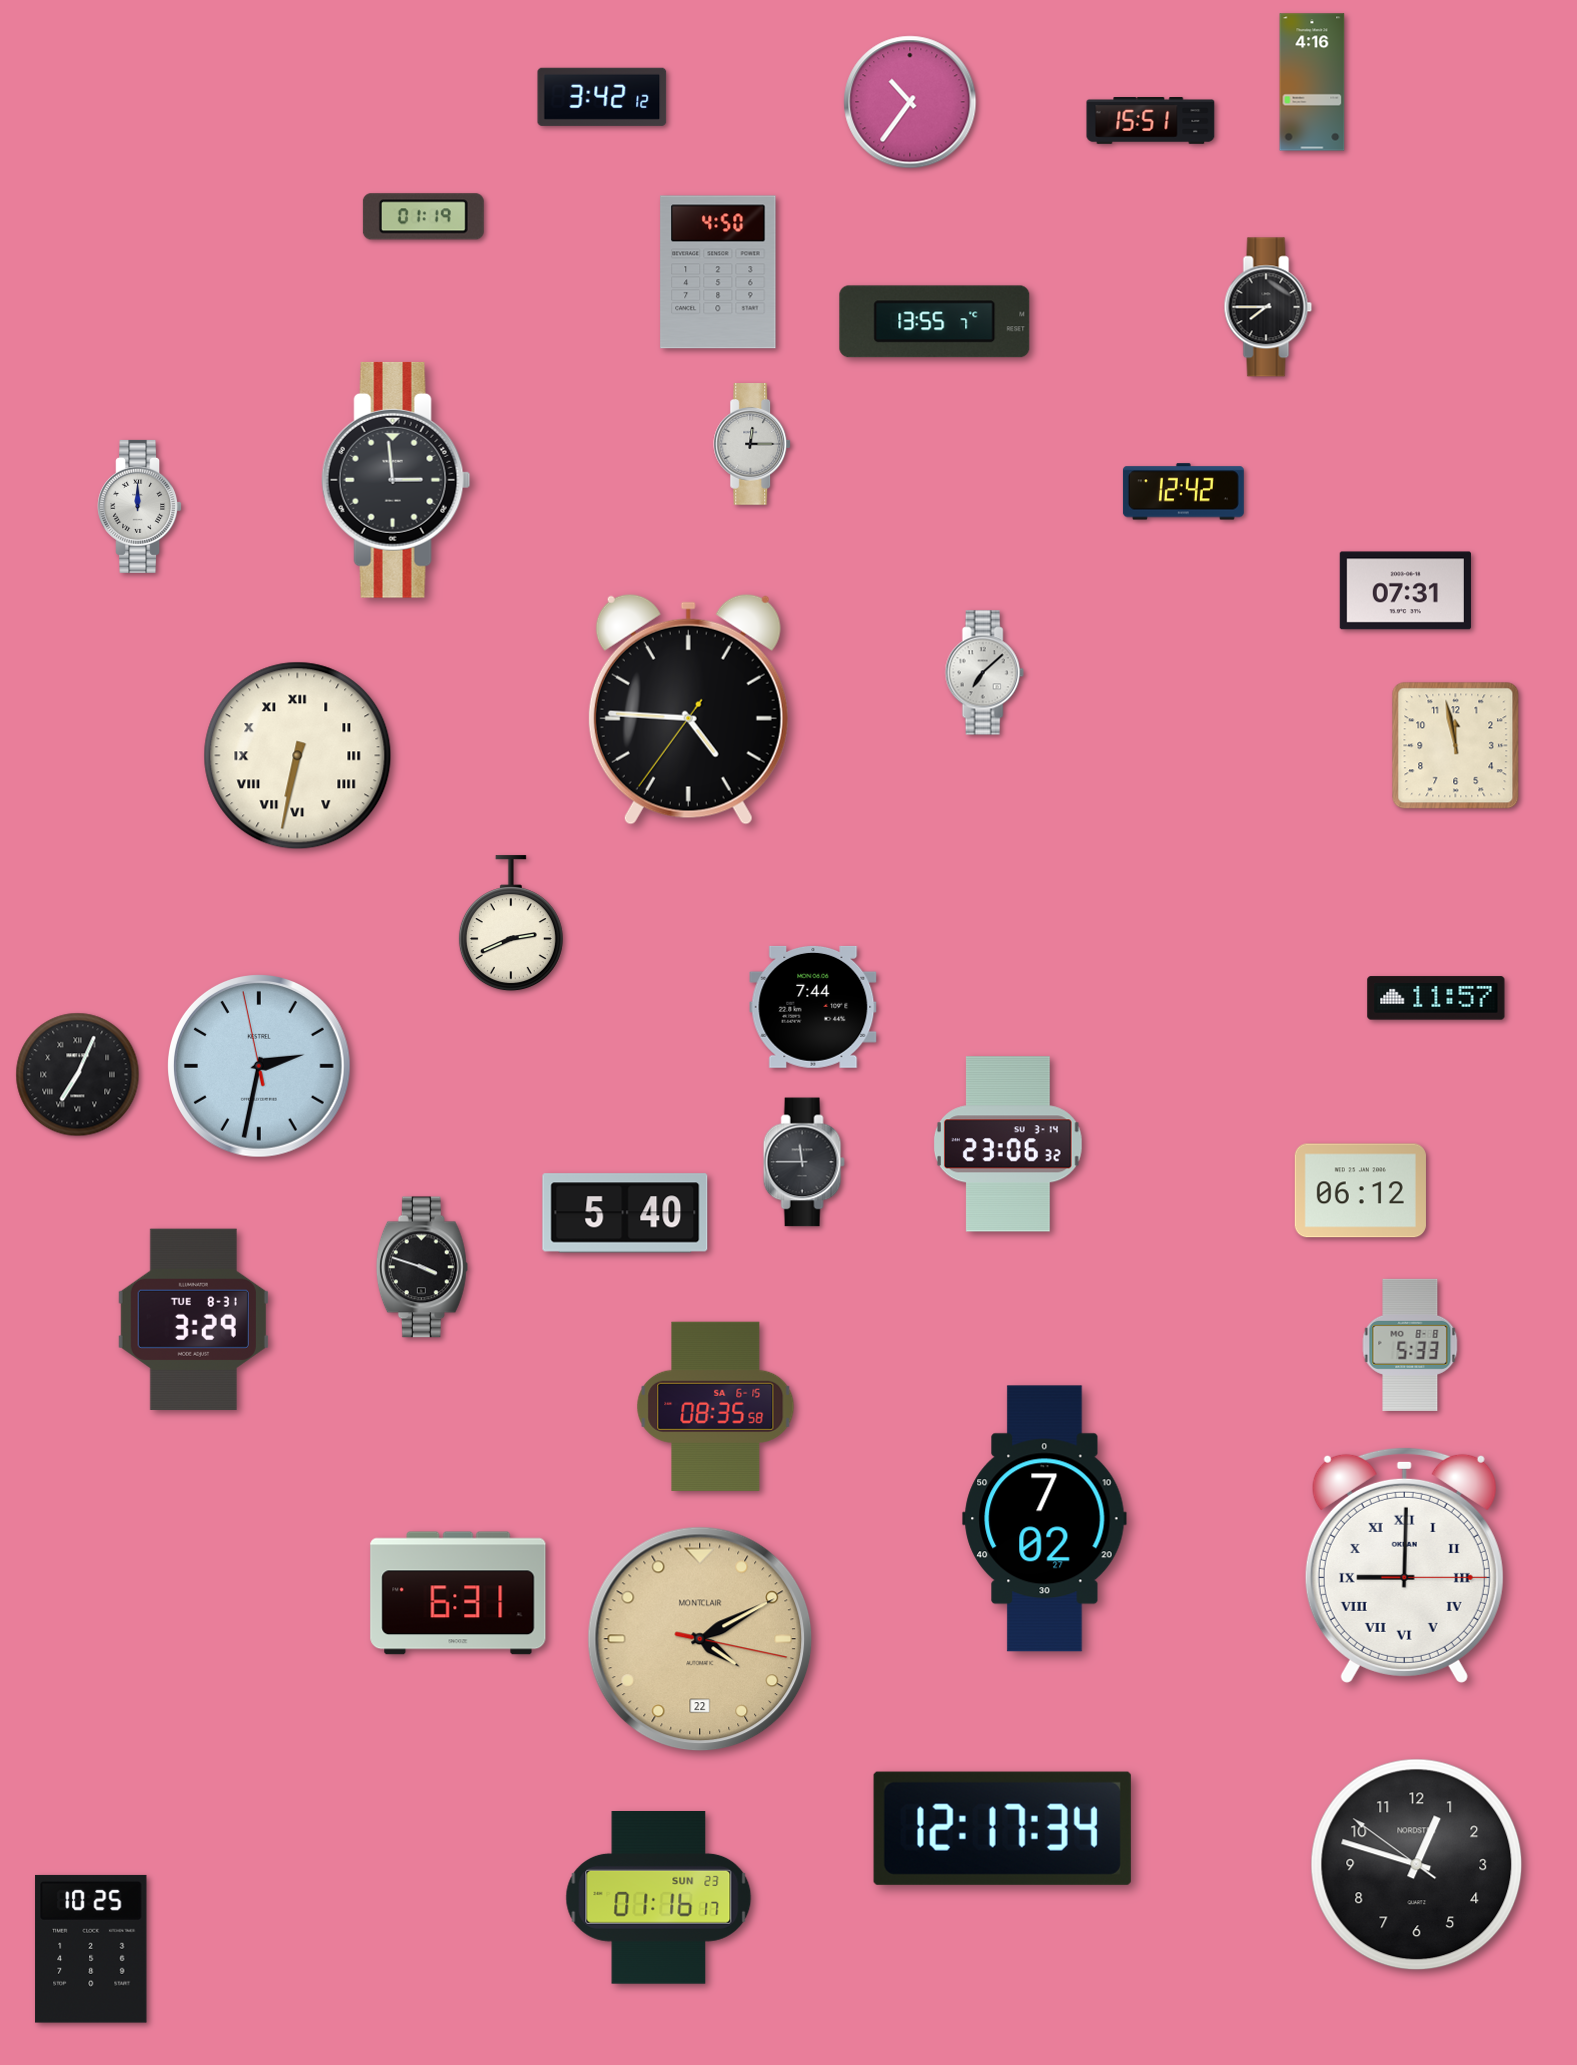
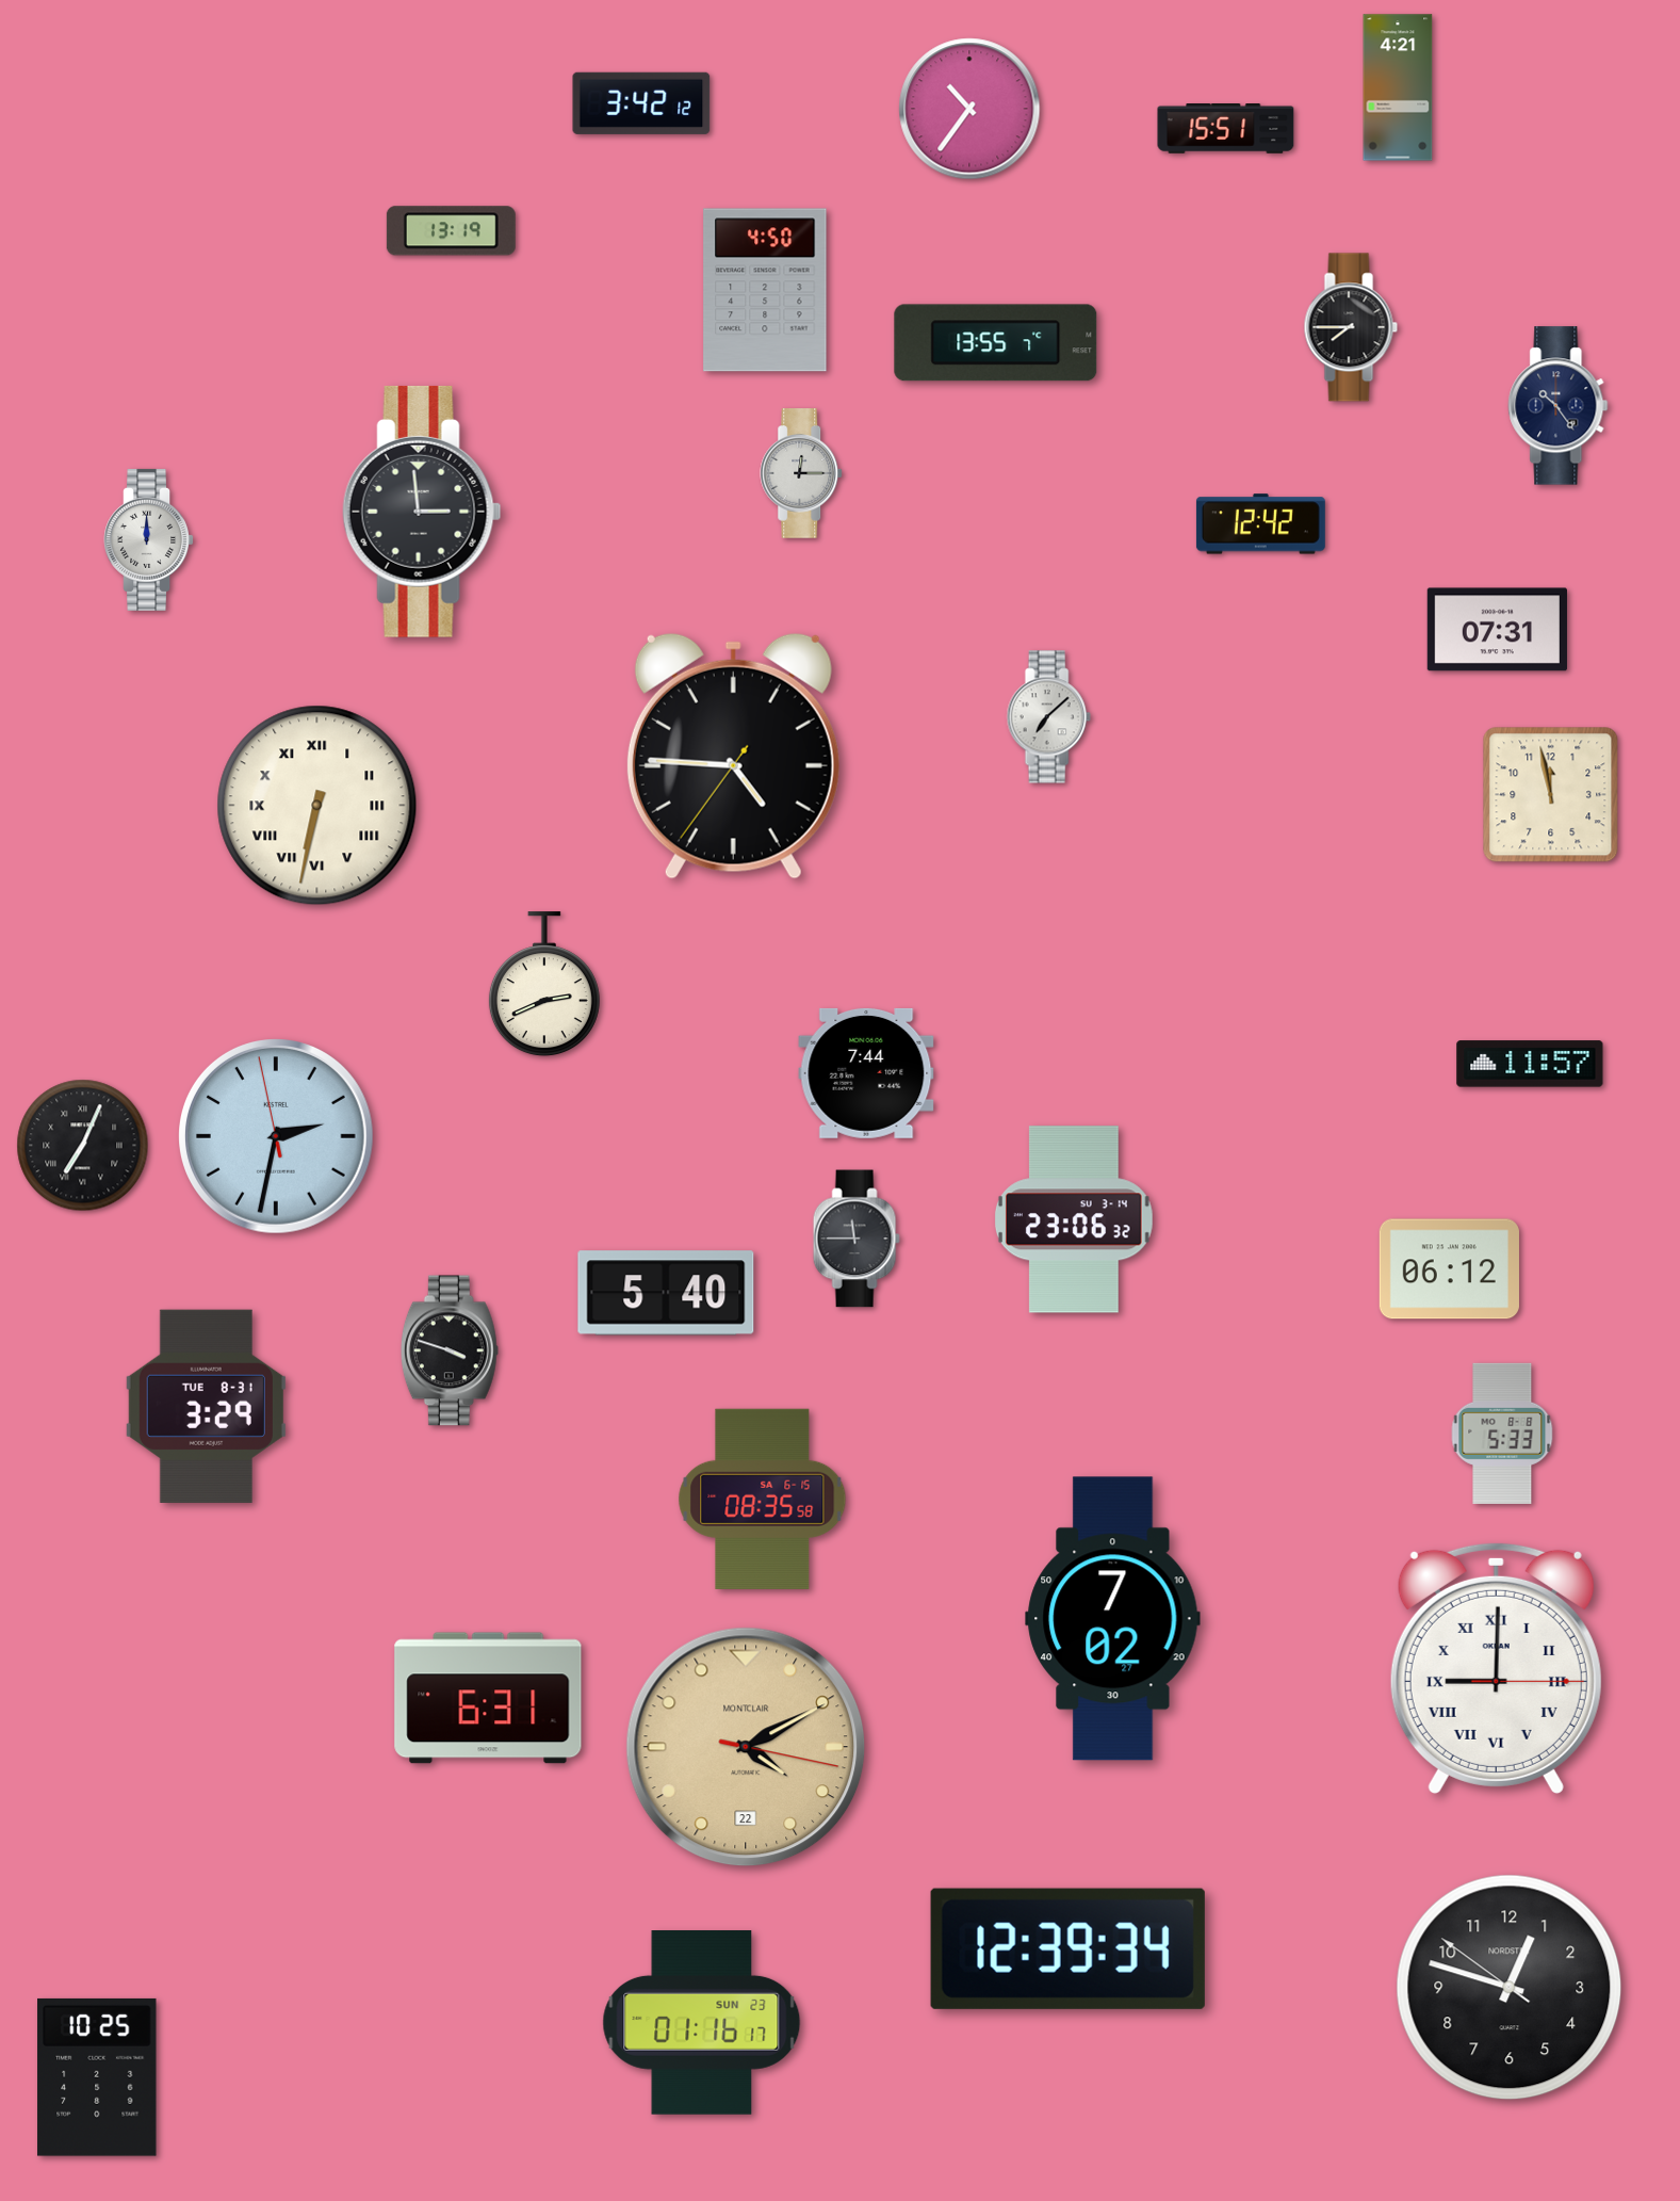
clock at (1312, 82): 4:16 -> 4:21
clock at (423, 217): 01:19 -> 13:19
clock at (1559, 406): none -> 10:24
clock at (1002, 1828): 12:17 -> 12:39
